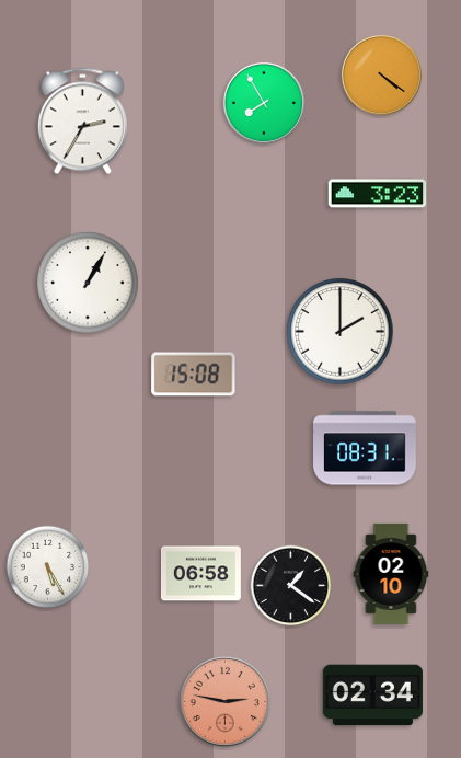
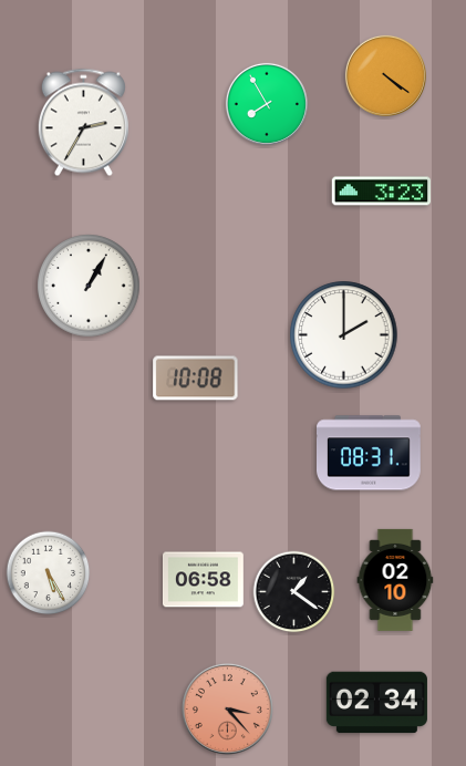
clock at (378, 194) position: (378, 194) -> (382, 191)
clock at (194, 375): 15:08 -> 10:08
clock at (224, 701): 2:47 -> 3:23
